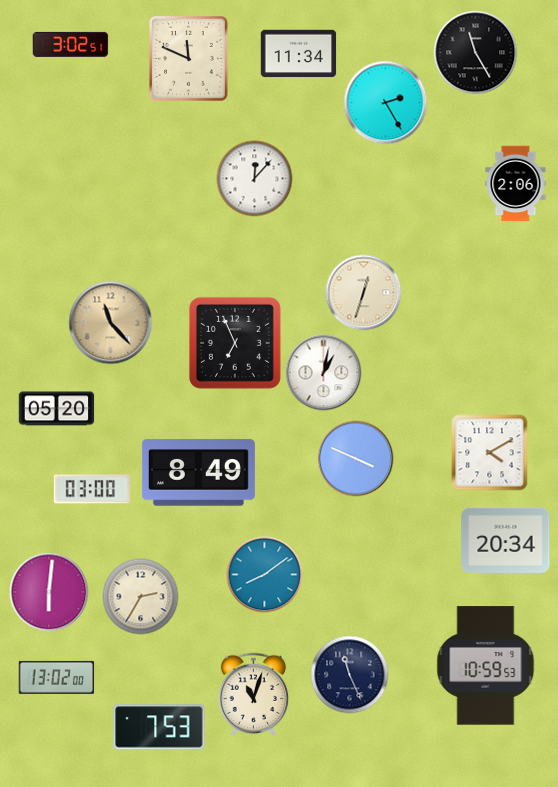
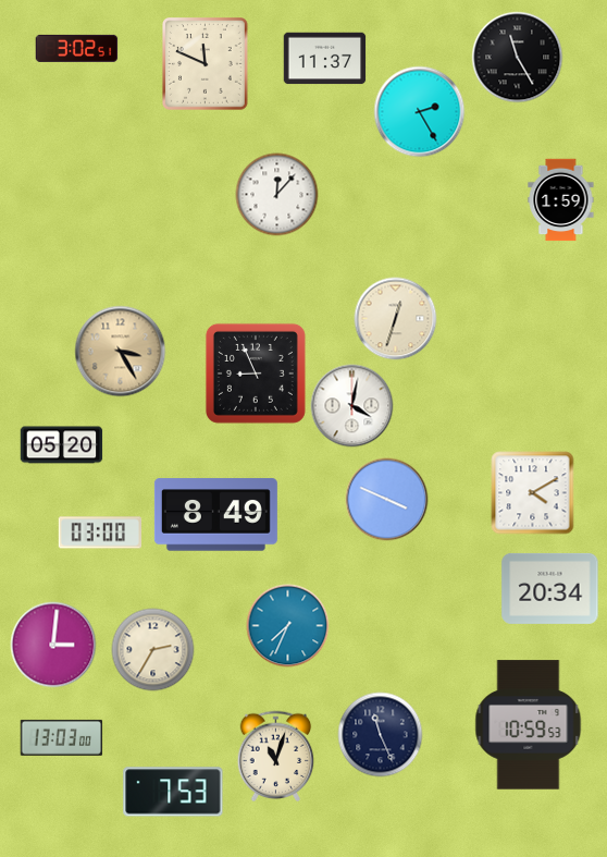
clock at (299, 54): 11:34 -> 11:37
clock at (516, 184): 2:06 -> 1:59
clock at (111, 323): 11:23 -> 3:25
clock at (235, 343): 6:56 -> 8:56
clock at (324, 373): 1:02 -> 4:02
clock at (265, 575): 8:09 -> 7:34
clock at (49, 592): 6:01 -> 3:01
clock at (57, 677): 13:02 -> 13:03
